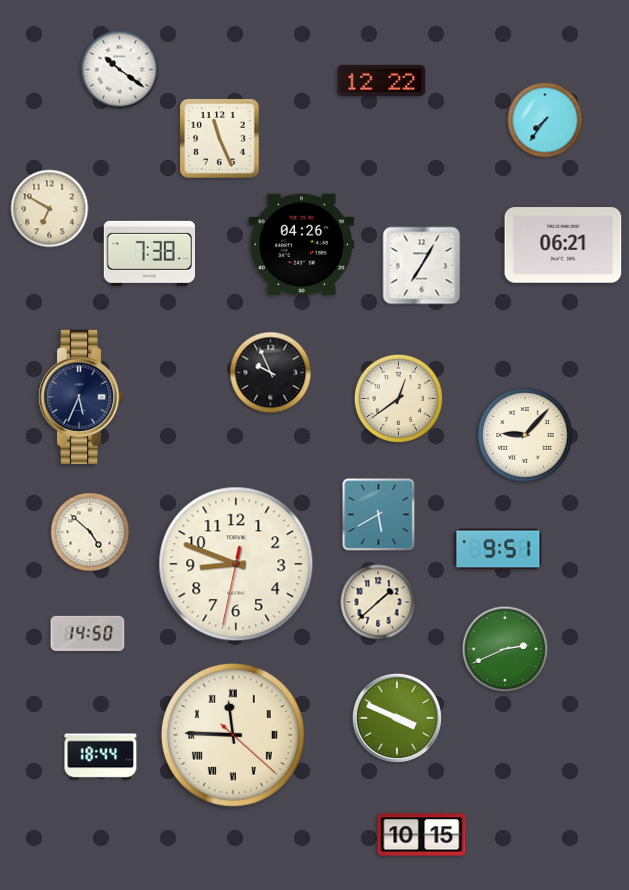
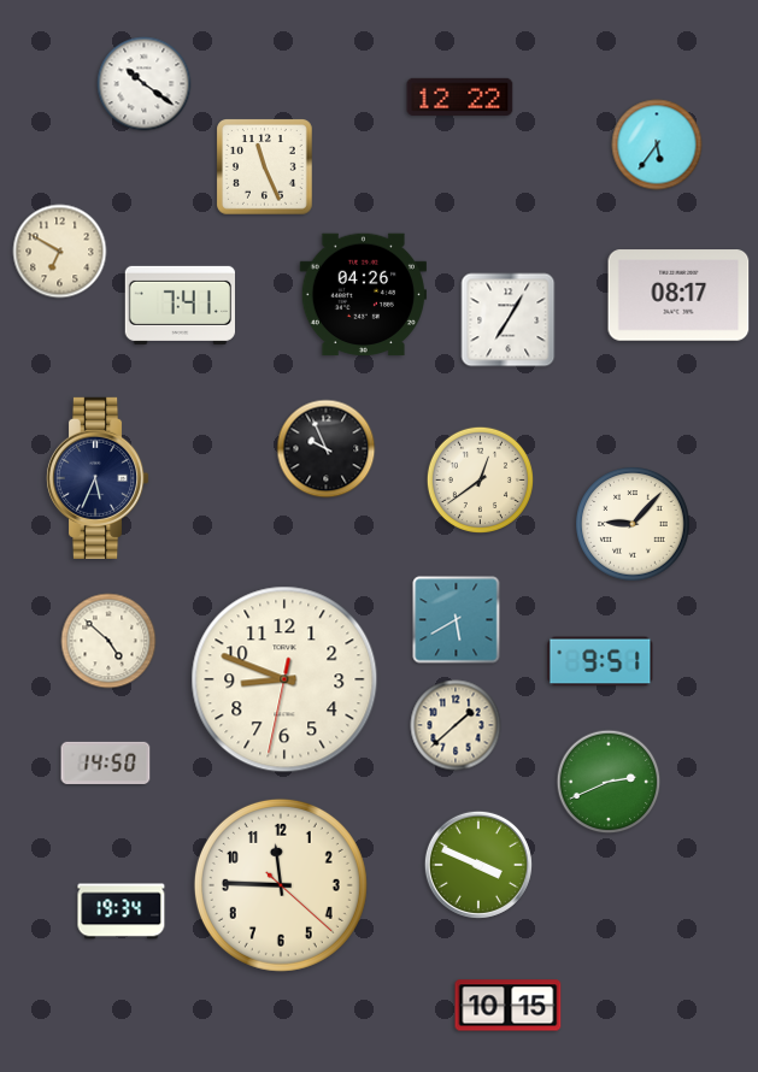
clock at (545, 120): 7:36 -> 5:36
clock at (563, 245): 06:21 -> 08:17
clock at (149, 253): 7:38 -> 7:41
clock at (233, 735) numerals: Roman -> Arabic
clock at (101, 757): 18:44 -> 19:34
